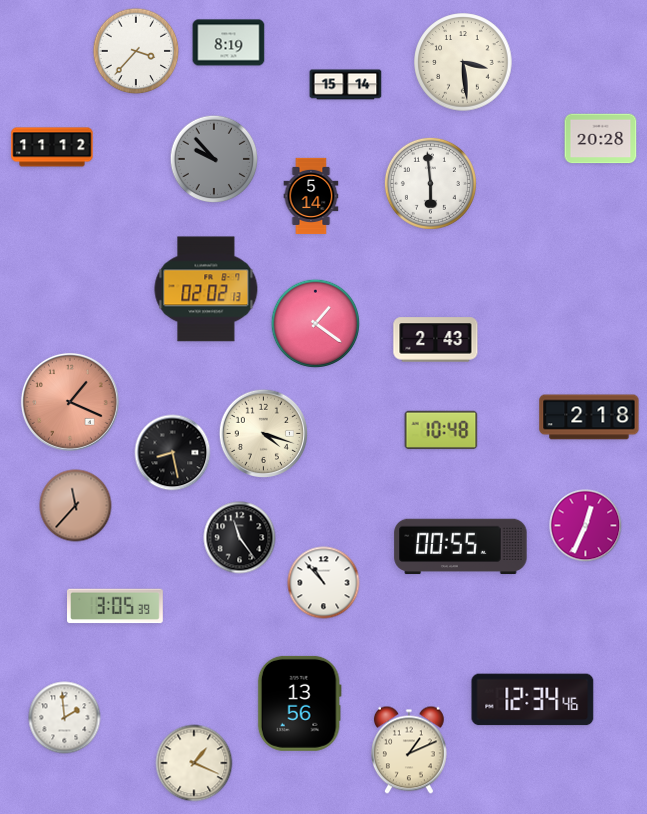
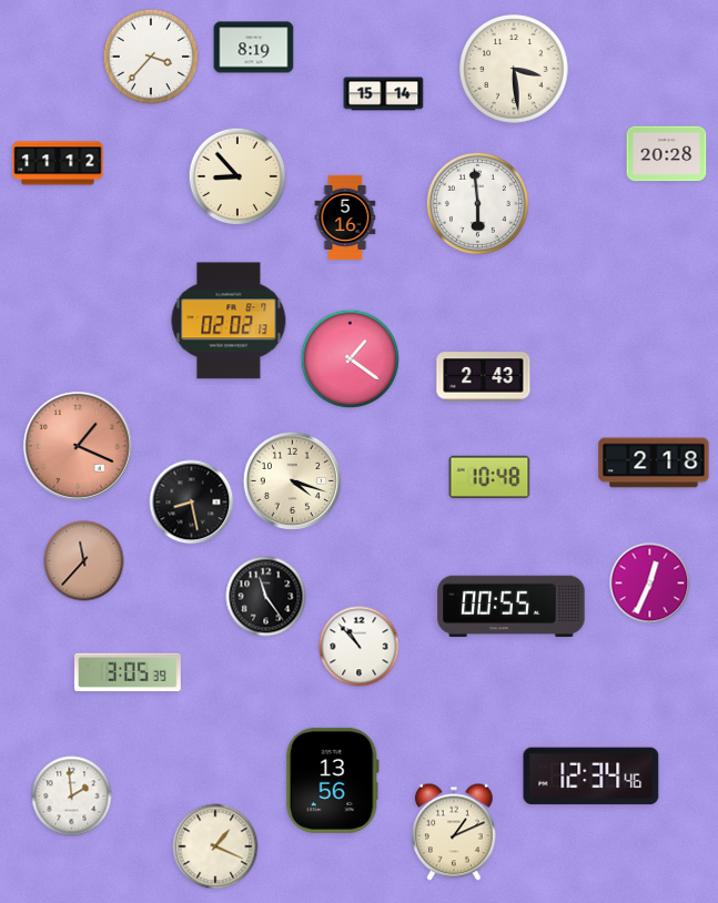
clock at (214, 159): 9:53 -> 8:53
clock at (214, 159) dial: grey -> cream
clock at (311, 195): 5:14 -> 5:16
